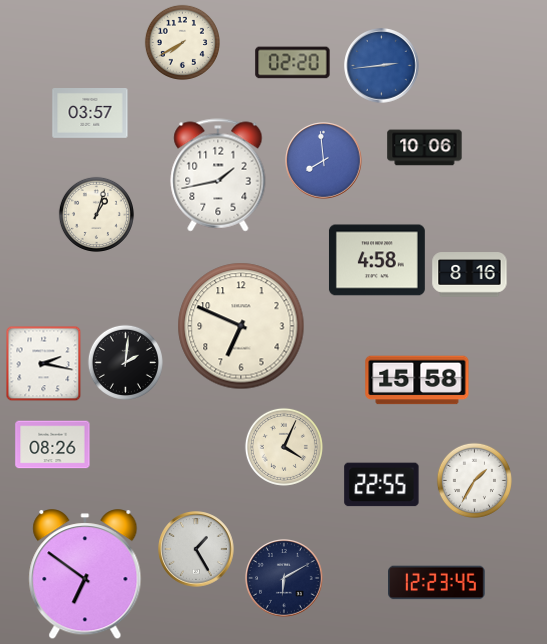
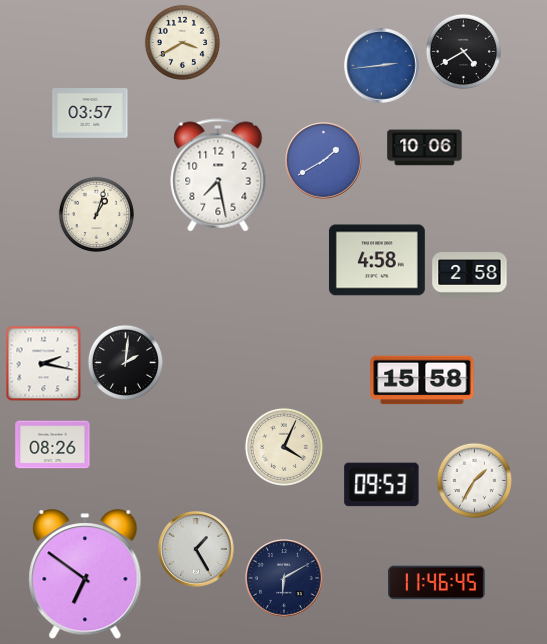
clock at (182, 42): 7:40 -> 3:40
clock at (463, 51): none -> 4:40
clock at (293, 63): 02:20 -> none
clock at (324, 161): 7:59 -> 1:40
clock at (218, 175): 1:43 -> 7:28
clock at (470, 275): 8:16 -> 2:58
clock at (241, 326): 6:49 -> none
clock at (417, 380) position: (417, 380) -> (422, 380)
clock at (382, 485): 22:55 -> 09:53
clock at (437, 583): 12:23 -> 11:46
